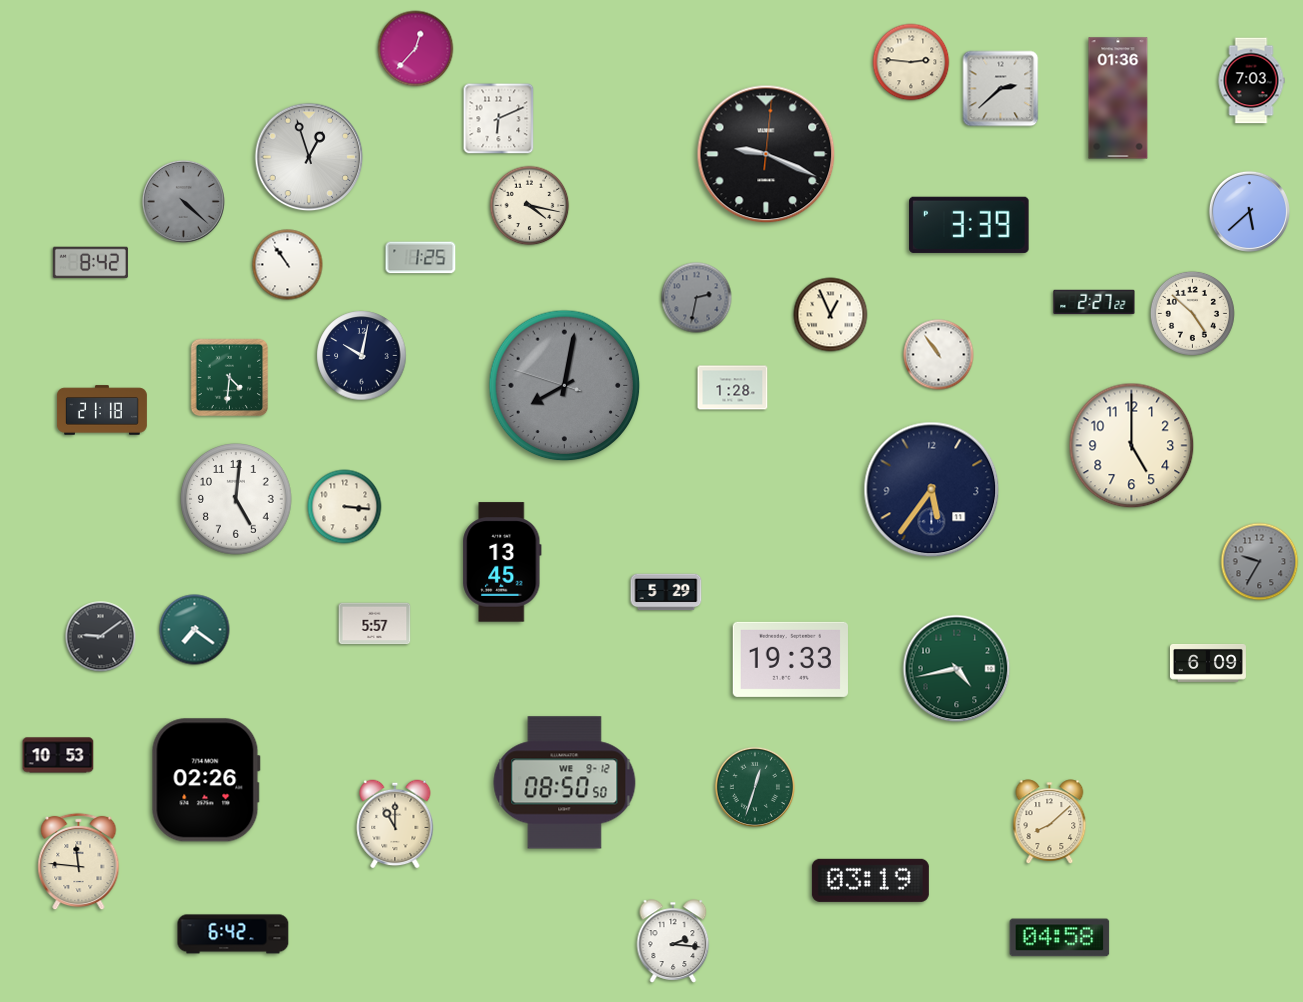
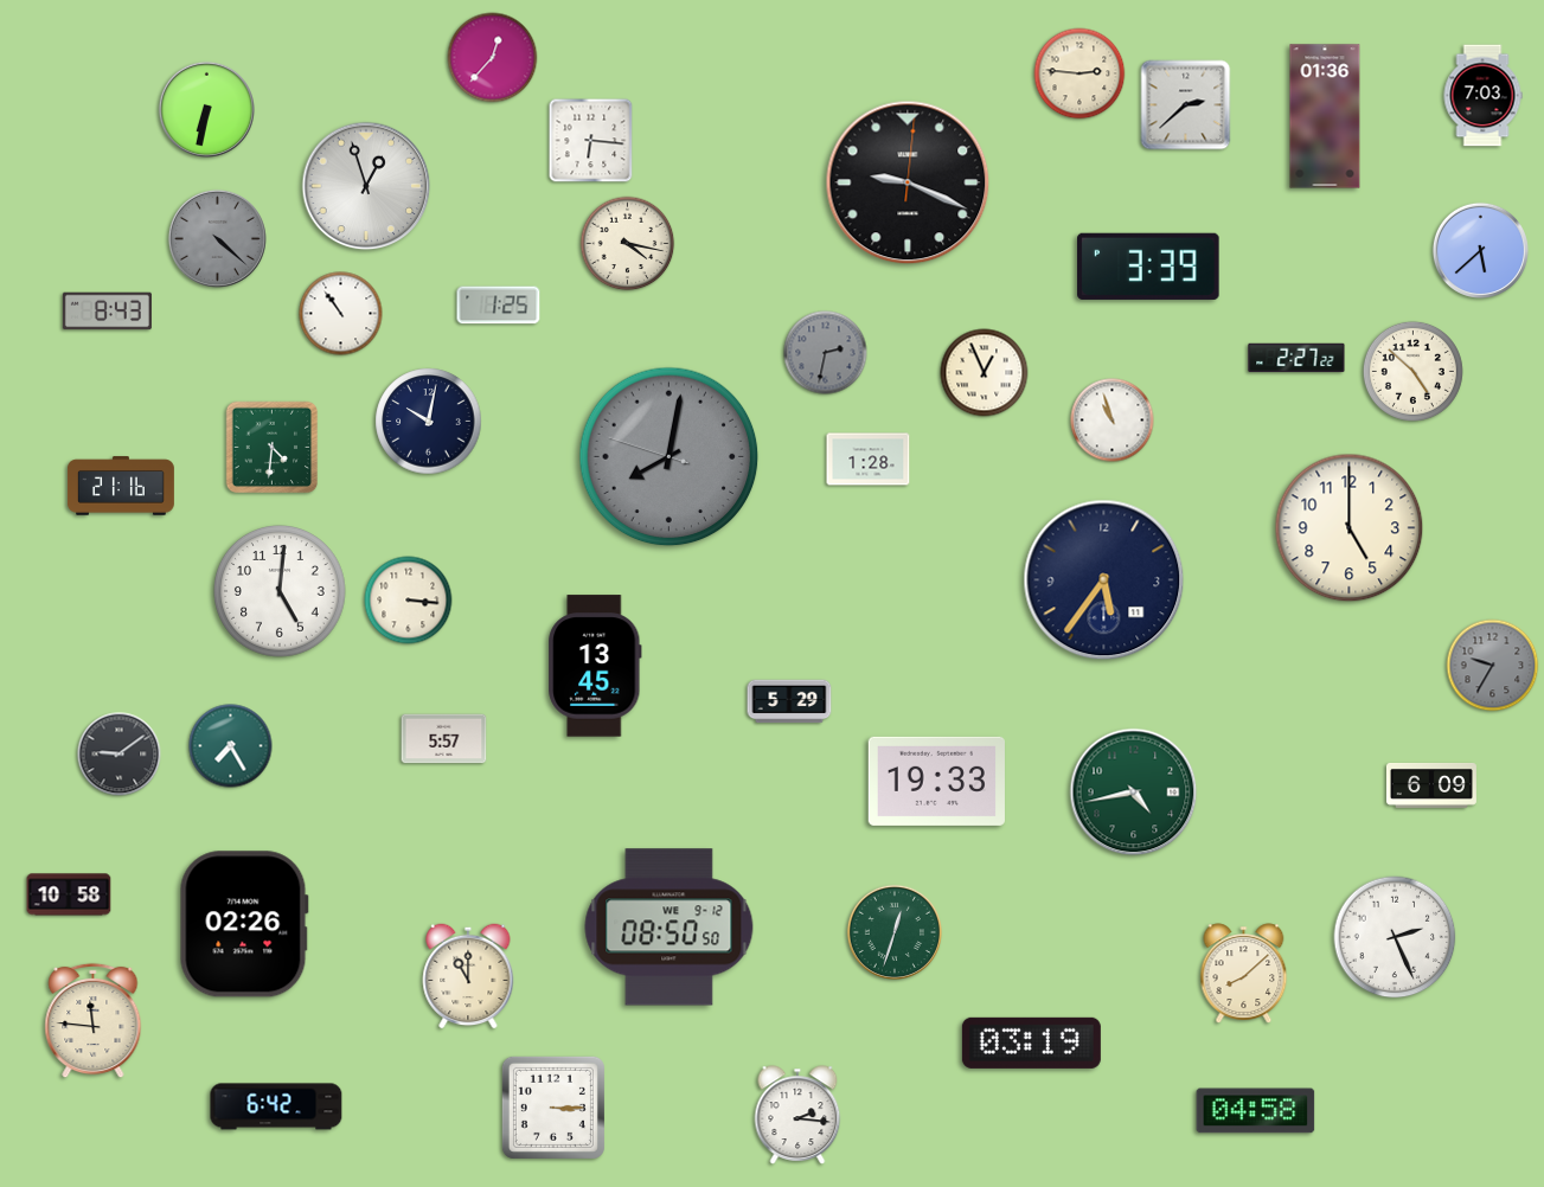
clock at (206, 109): none -> 6:32
clock at (499, 119): 6:11 -> 6:16
clock at (90, 263): 8:42 -> 8:43
clock at (939, 355): 10:54 -> 10:57
clock at (102, 410): 21:18 -> 21:16
clock at (1132, 446) position: (1132, 446) -> (1350, 528)
clock at (195, 630): 7:21 -> 7:25
clock at (58, 755): 10:53 -> 10:58
clock at (1395, 937): none -> 2:26
clock at (553, 1108): none -> 3:15
